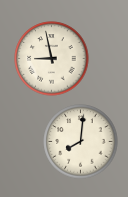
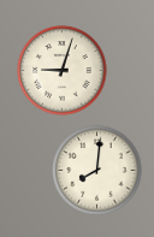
clock at (52, 59): 8:58 -> 9:03
